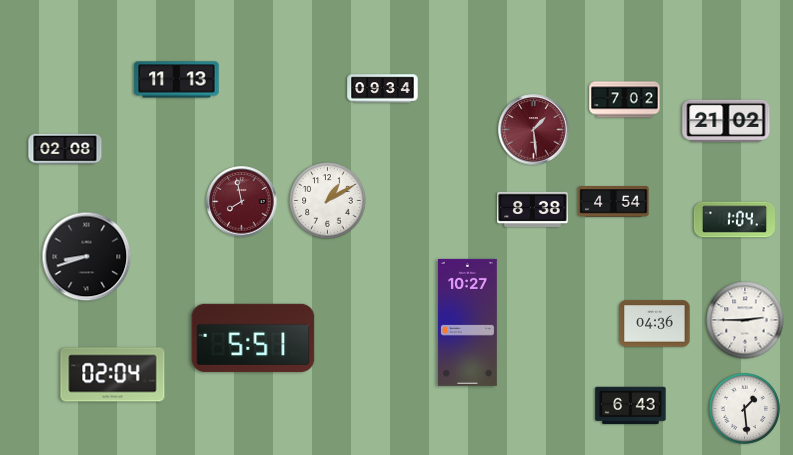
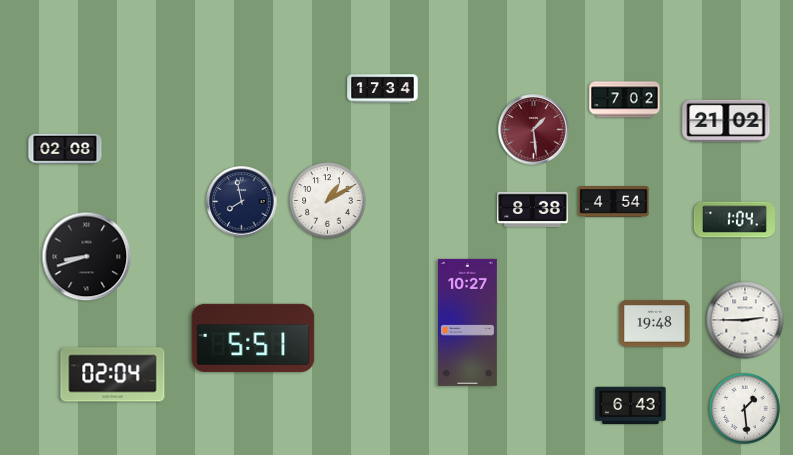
clock at (177, 80): 11:13 -> none
clock at (383, 89): 09:34 -> 17:34
clock at (242, 202) dial: burgundy -> navy
clock at (655, 324): 04:36 -> 19:48
